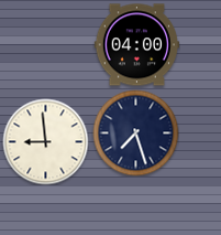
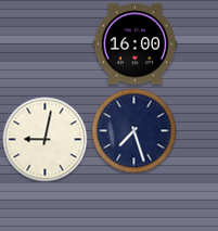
clock at (136, 45): 04:00 -> 16:00
clock at (45, 141): 8:59 -> 9:02
